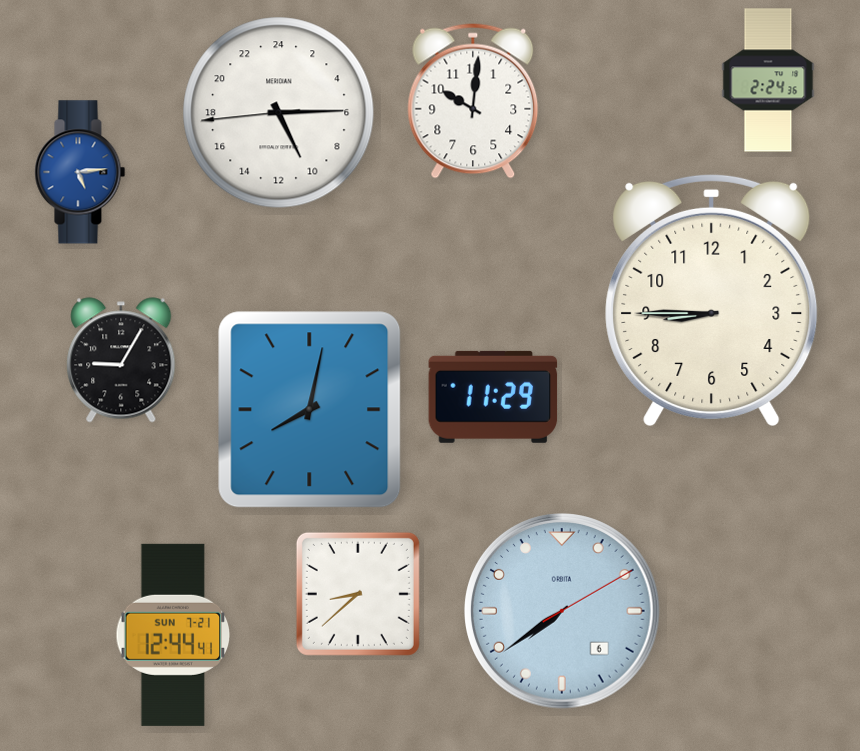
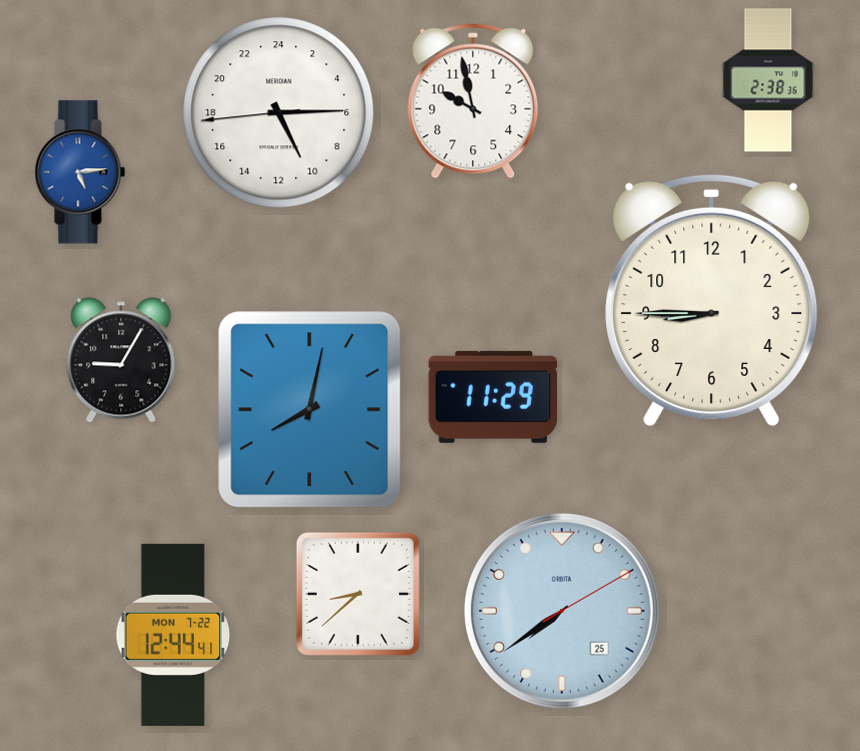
clock at (768, 80): 2:24 -> 2:38
clock at (473, 101): 10:01 -> 9:58
clock at (562, 611) date: 6 -> 25
clock at (173, 635) date: SUN 7-21 -> MON 7-22
